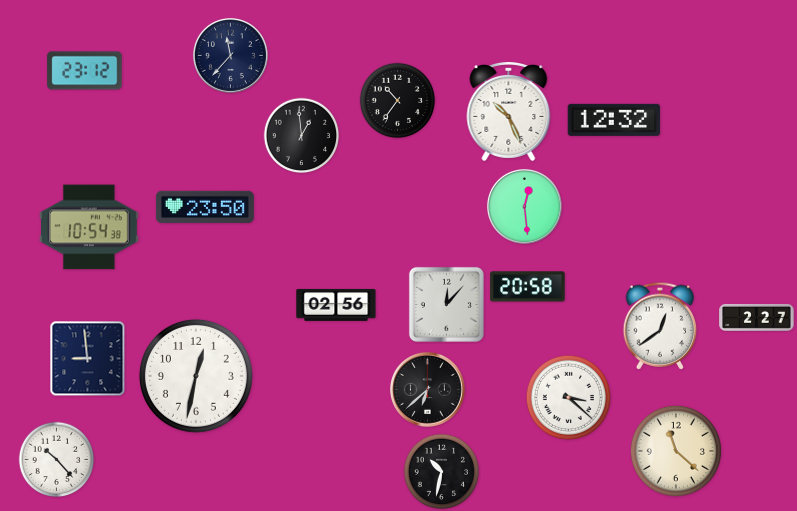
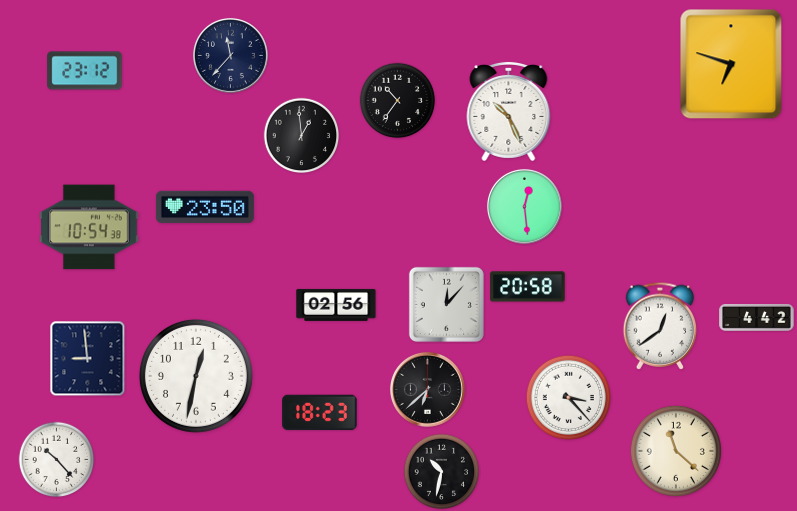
clock at (731, 64): none -> 6:48
clock at (614, 120): 12:32 -> none
clock at (757, 317): 2:27 -> 4:42
clock at (568, 397): 3:22 -> 3:23
clock at (320, 413): none -> 18:23
